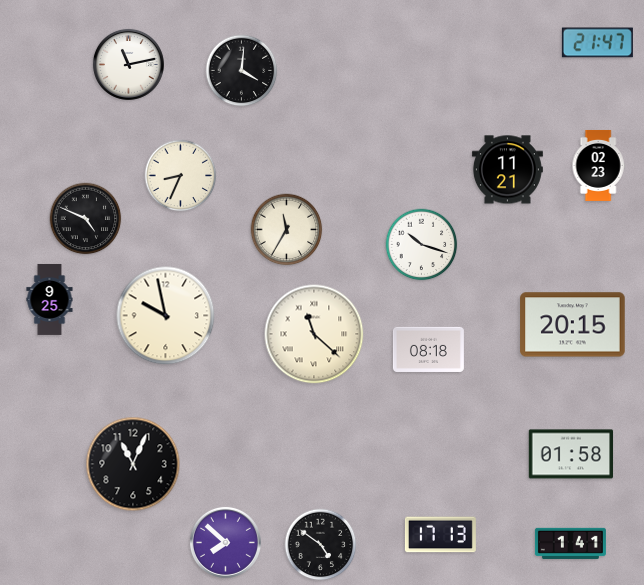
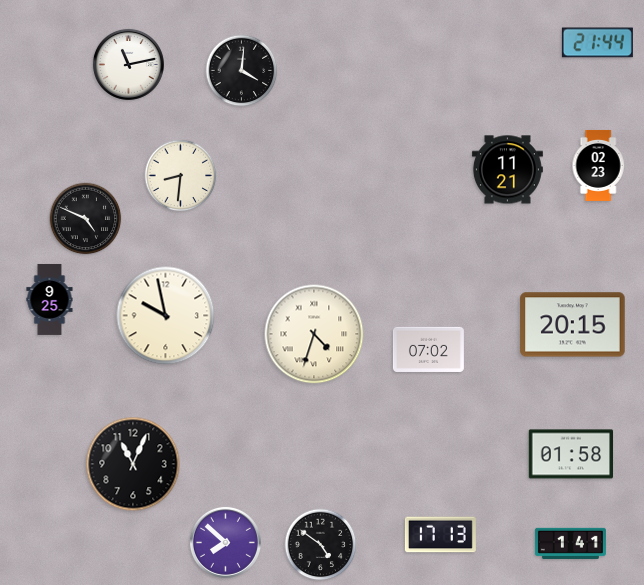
clock at (597, 43): 21:47 -> 21:44
clock at (181, 176): 8:34 -> 8:31
clock at (287, 230): 11:35 -> none
clock at (422, 245): 10:18 -> none
clock at (314, 334): 11:22 -> 4:33
clock at (428, 349): 08:18 -> 07:02
